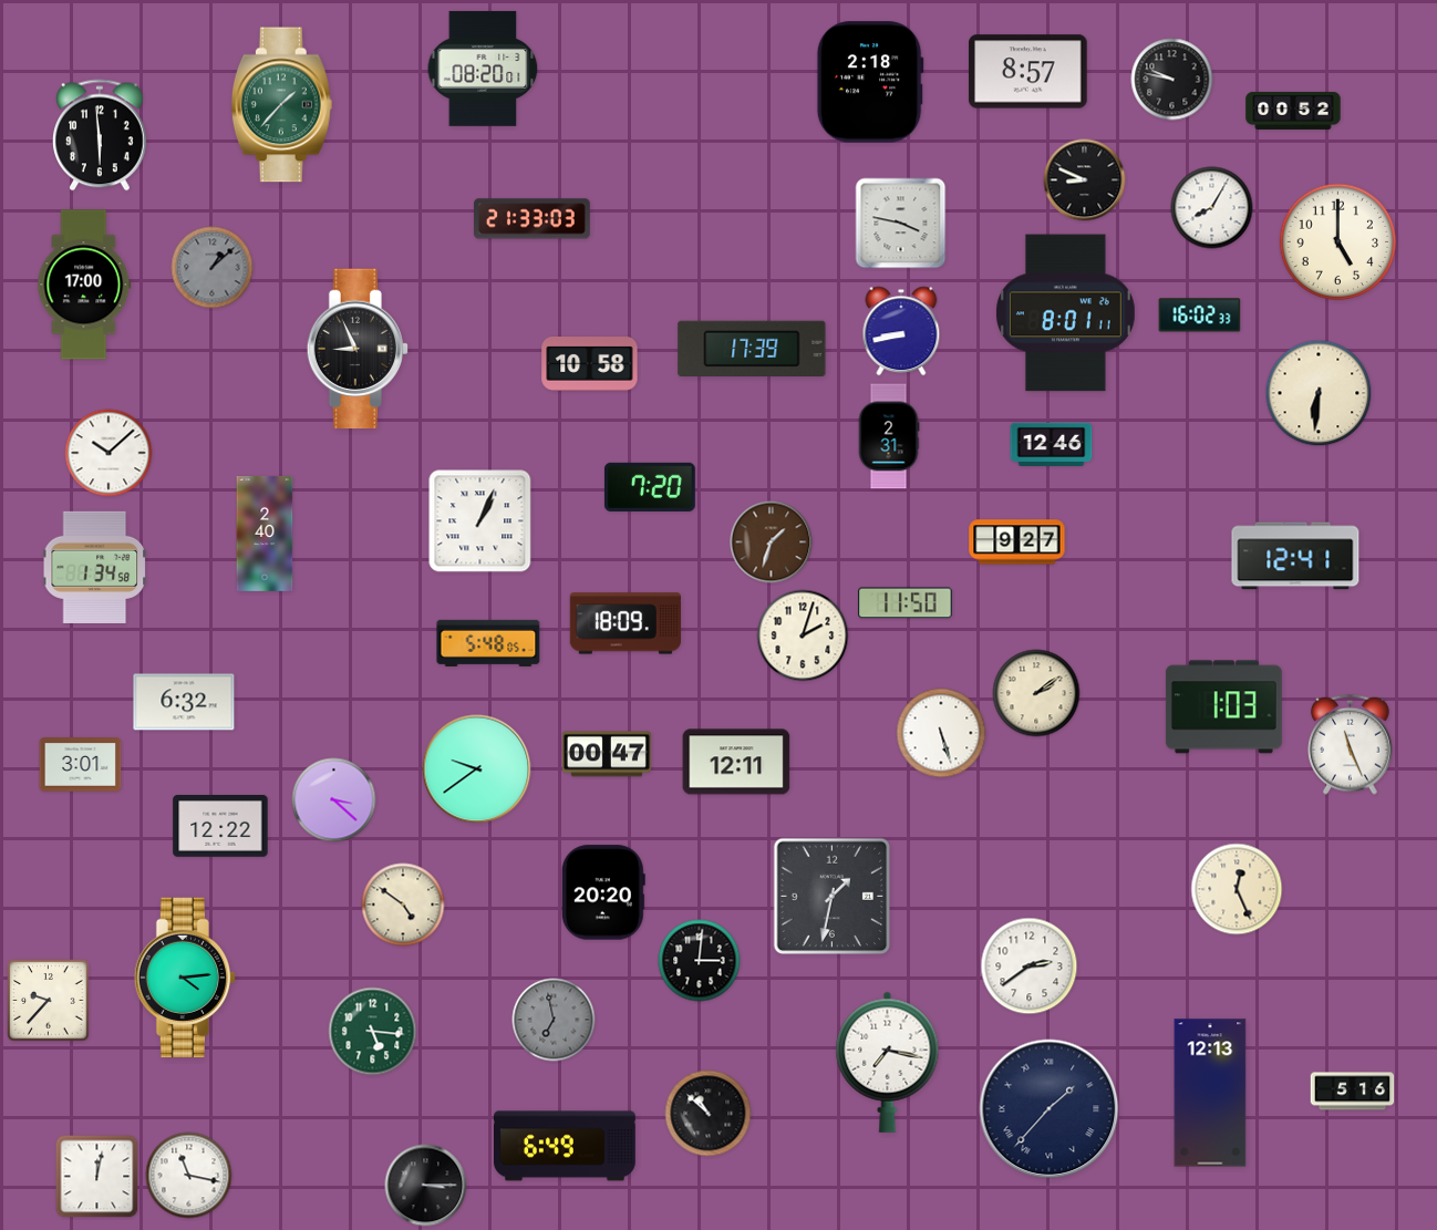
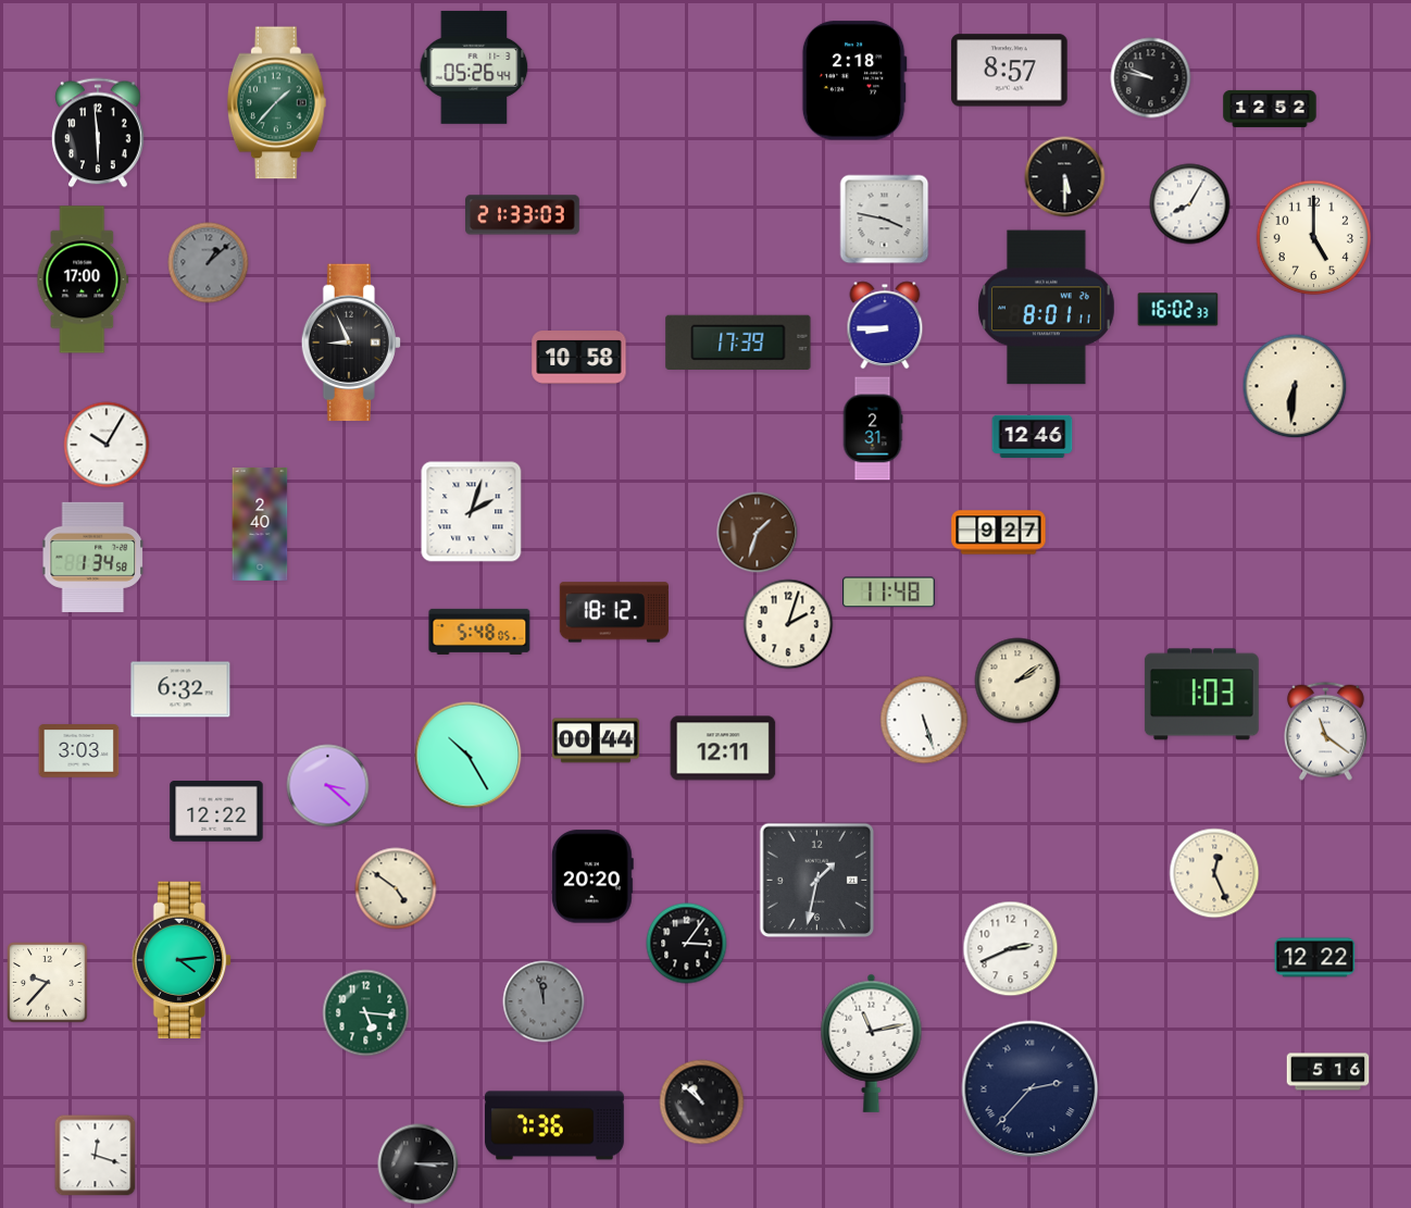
clock at (483, 69): 08:20 -> 05:26
clock at (1293, 111): 00:52 -> 12:52
clock at (1085, 180): 8:49 -> 5:30
clock at (901, 331): 8:43 -> 8:45
clock at (108, 453): 10:08 -> 10:05
clock at (650, 487): 7:20 -> none
clock at (480, 521): 1:04 -> 2:03
clock at (1295, 556): 12:41 -> none
clock at (906, 603): 11:50 -> 11:48
clock at (626, 623): 18:09 -> 18:12
clock at (1350, 744): 11:26 -> 11:21
clock at (607, 754): 00:47 -> 00:44
clock at (81, 765): 3:01 -> 3:03
clock at (477, 769): 9:39 -> 10:25
clock at (700, 961): 3:01 -> 3:06
clock at (1030, 967): 2:39 -> 2:41
clock at (1315, 958): none -> 12:22
clock at (554, 1020): 6:58 -> 11:58
clock at (888, 1062): 7:17 -> 11:13
clock at (1210, 1093): 12:13 -> none
clock at (1050, 1109): 1:37 -> 2:37
clock at (709, 1114) position: (709, 1114) -> (702, 1103)
clock at (566, 1146): 6:49 -> 7:36
clock at (189, 1176): 11:17 -> none
clock at (97, 1177): 12:02 -> 12:18
